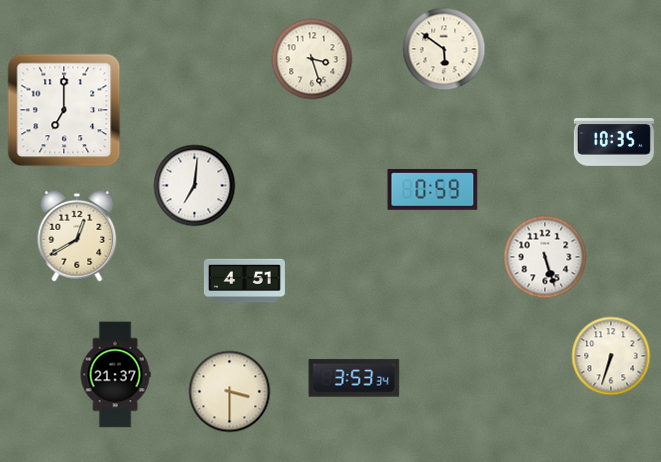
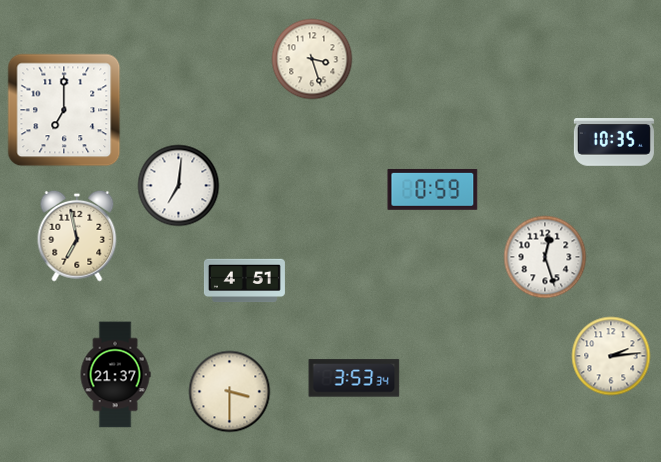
clock at (444, 49): 5:51 -> none
clock at (195, 186) position: (195, 186) -> (179, 186)
clock at (77, 236): 12:40 -> 6:58
clock at (545, 257): 5:27 -> 12:27
clock at (611, 356): 6:33 -> 2:14
